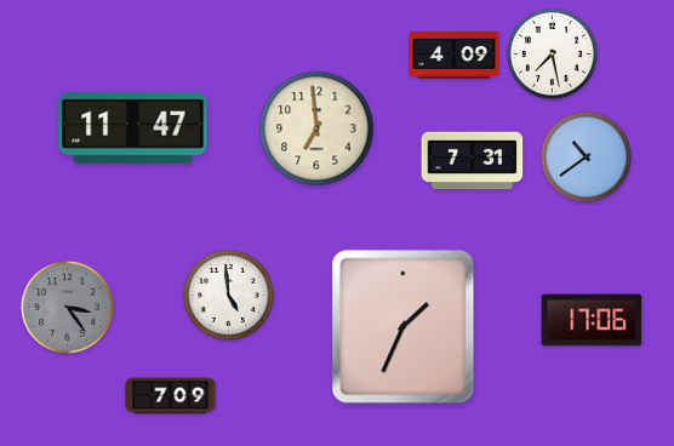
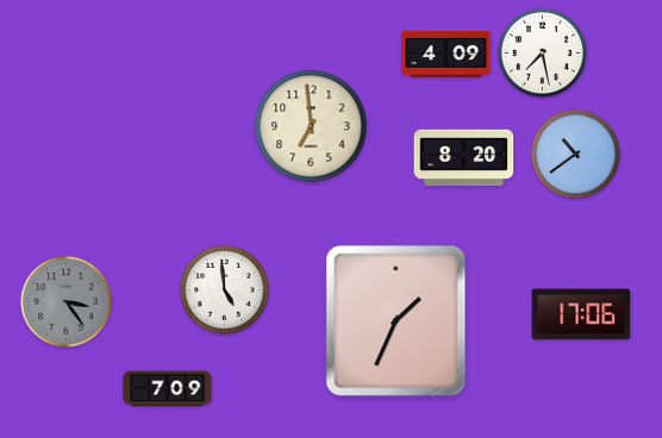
clock at (133, 128): 11:47 -> none
clock at (473, 161): 7:31 -> 8:20
